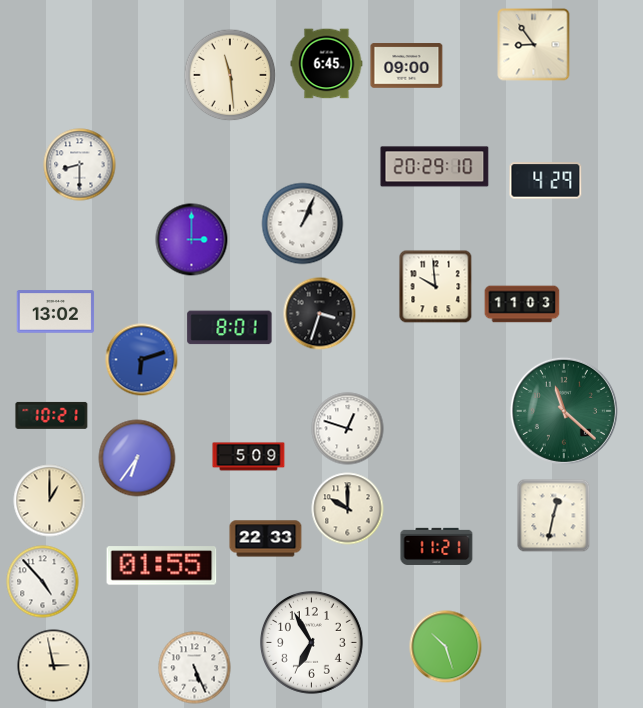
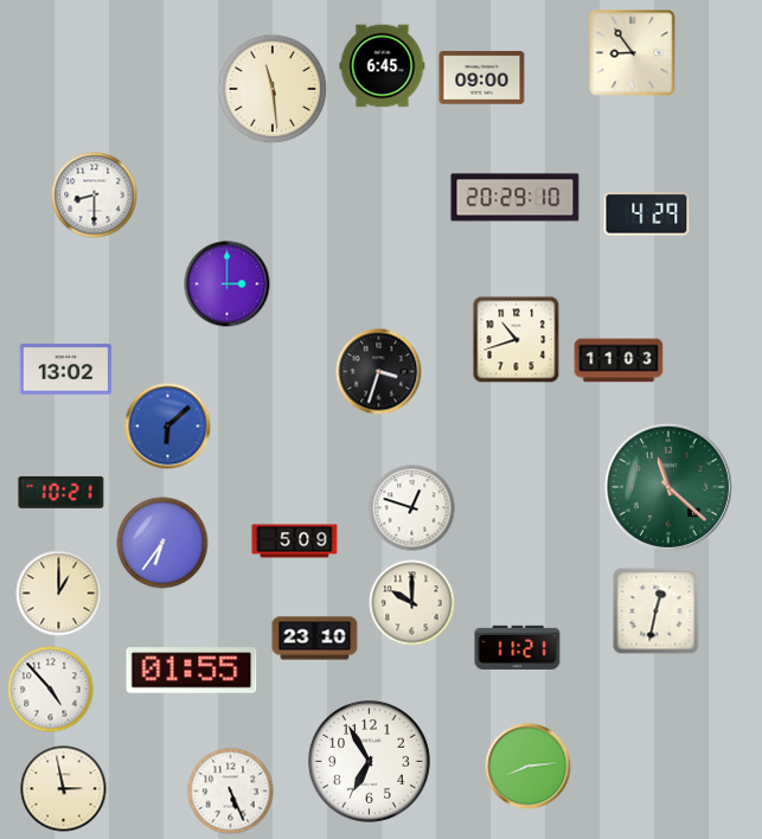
clock at (327, 64) position: (327, 64) -> (383, 66)
clock at (303, 224): 1:04 -> none
clock at (436, 287): 9:59 -> 10:42
clock at (230, 328): 8:01 -> none
clock at (142, 360): 6:12 -> 6:08
clock at (266, 539): 22:33 -> 23:10
clock at (446, 647): 10:27 -> 8:14
